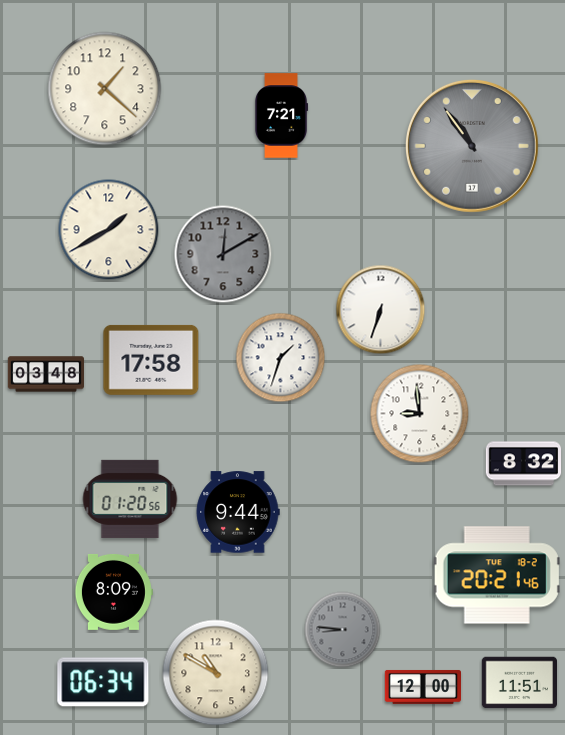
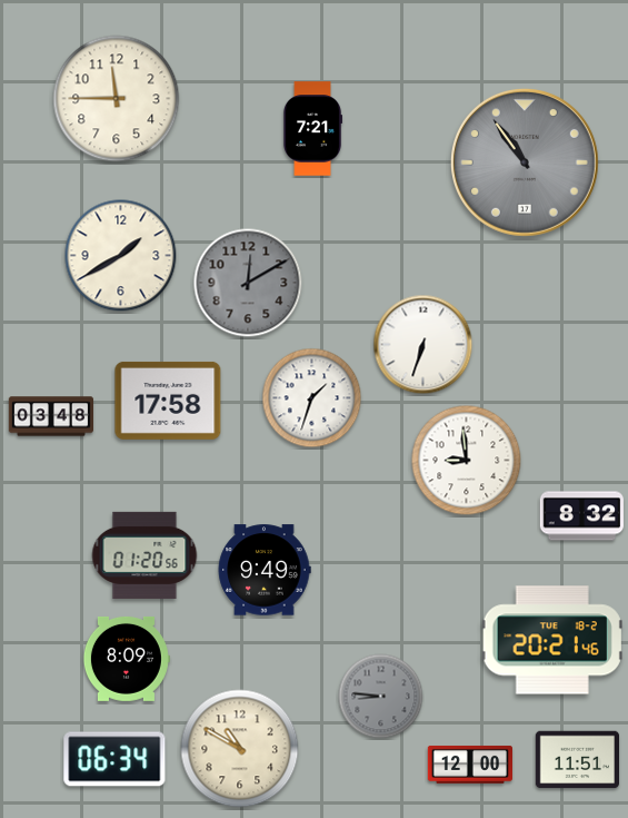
clock at (105, 89): 1:22 -> 11:45
clock at (238, 512): 9:44 -> 9:49
clock at (343, 630) position: (343, 630) -> (381, 697)
